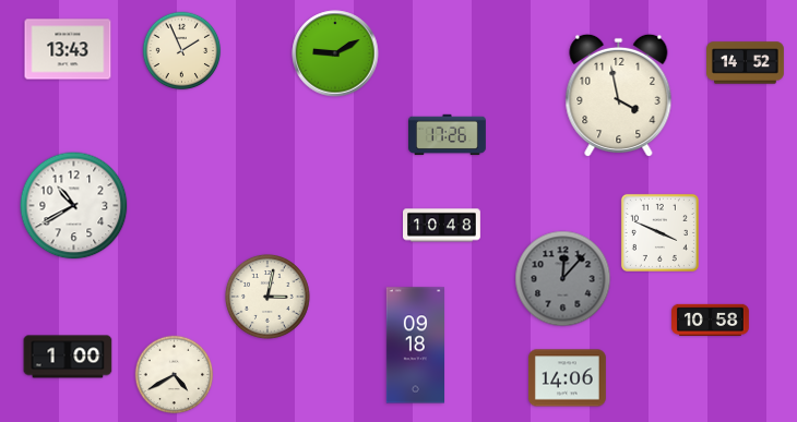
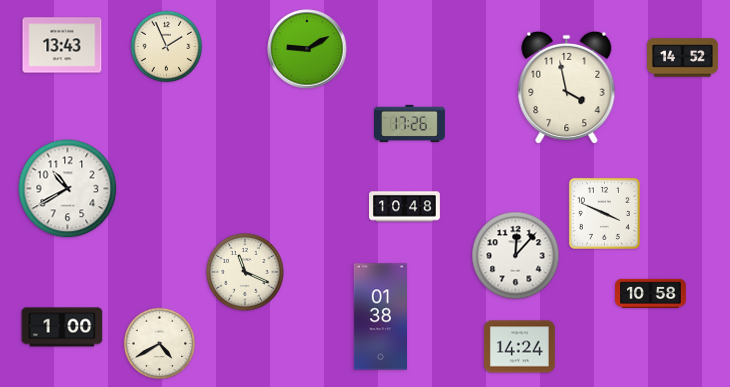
clock at (563, 279) dial: grey -> white
clock at (267, 297): 3:02 -> 11:19
clock at (415, 346): 09:18 -> 01:38
clock at (567, 378): 14:06 -> 14:24
